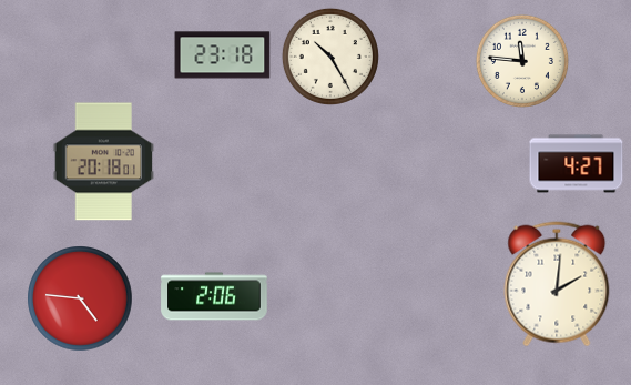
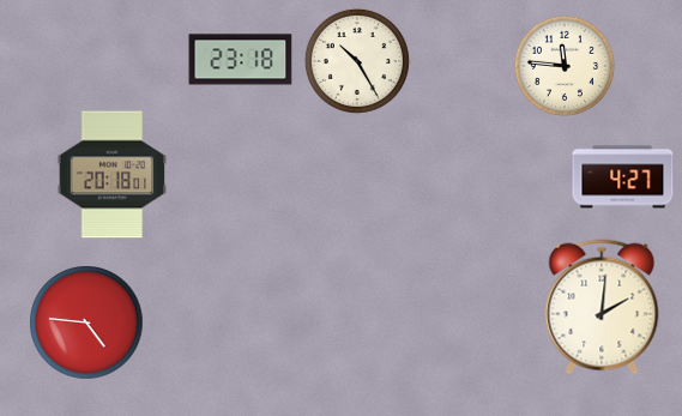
clock at (214, 296): 2:06 -> none
